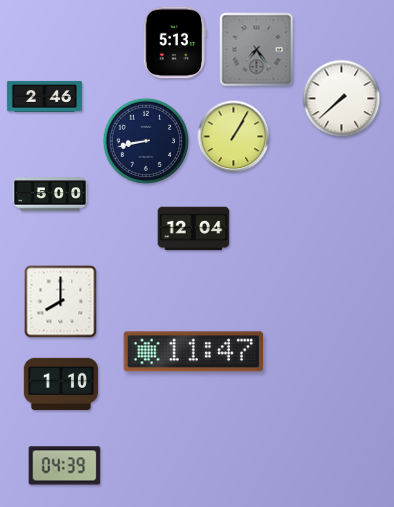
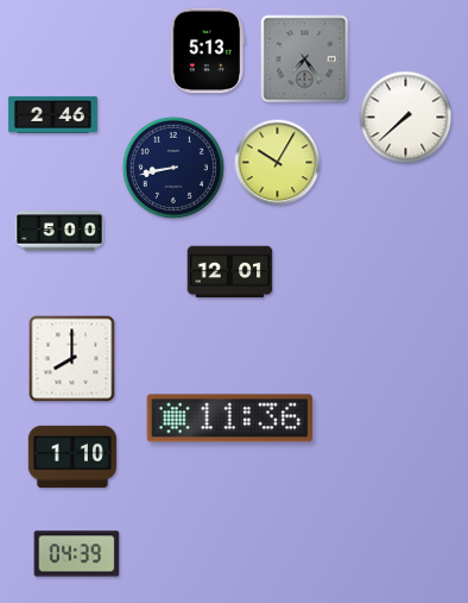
clock at (234, 137): 1:05 -> 10:05
clock at (194, 229): 12:04 -> 12:01
clock at (194, 352): 11:47 -> 11:36
